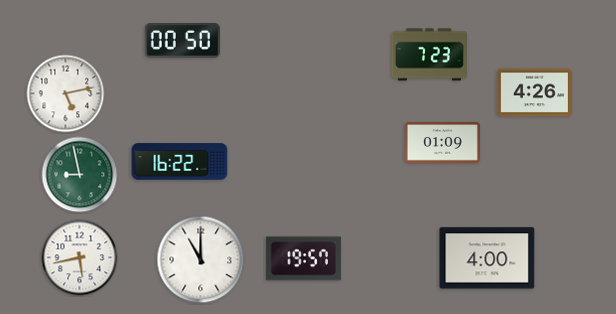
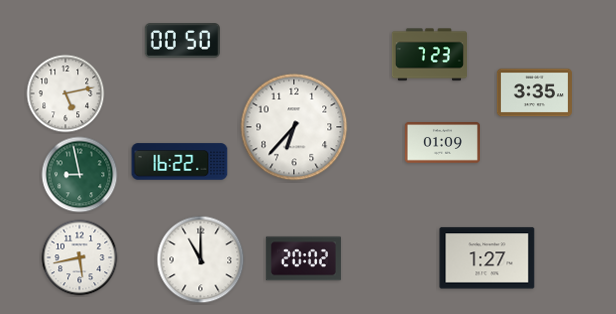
clock at (534, 93): 4:26 -> 3:35
clock at (294, 127): none -> 6:37
clock at (487, 258): 4:00 -> 1:27
clock at (303, 259): 19:57 -> 20:02
